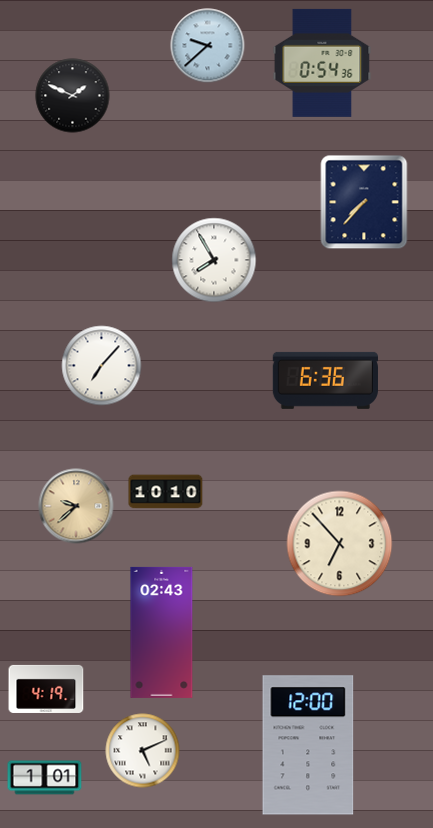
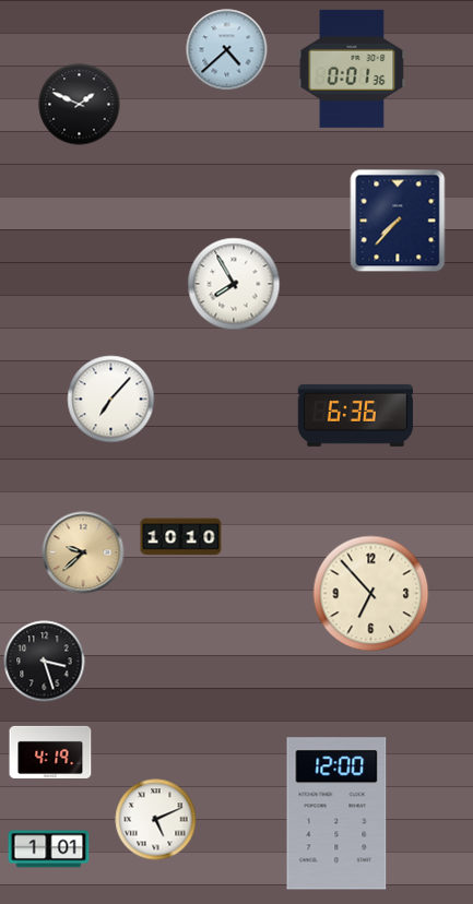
clock at (208, 46): 9:38 -> 4:38
clock at (322, 63): 0:54 -> 0:01
clock at (45, 662): none -> 3:27
clock at (162, 632): 02:43 -> none
